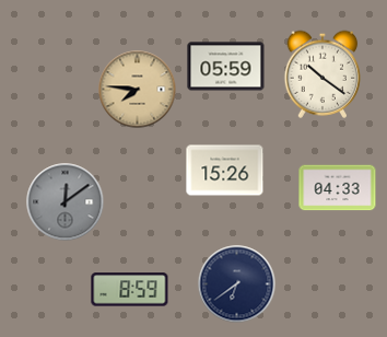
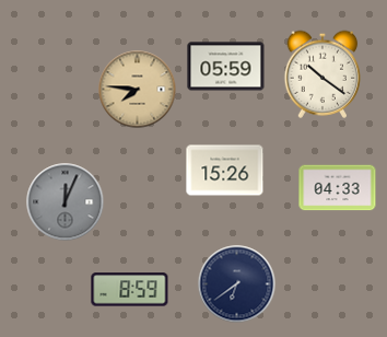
clock at (66, 202): 12:09 -> 12:04
